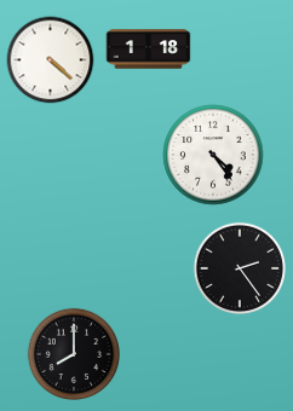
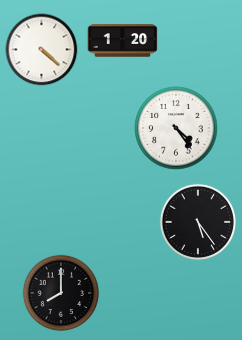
clock at (149, 50): 1:18 -> 1:20
clock at (239, 267): 2:24 -> 5:24
